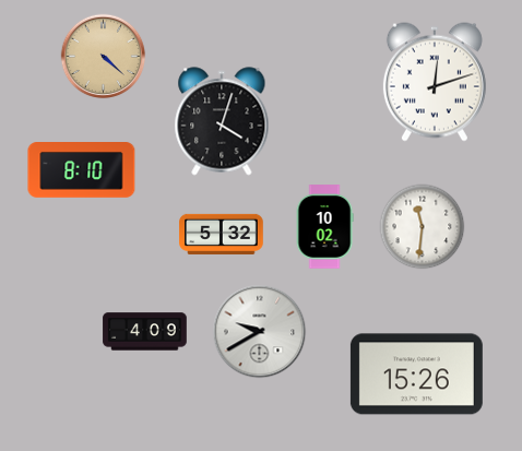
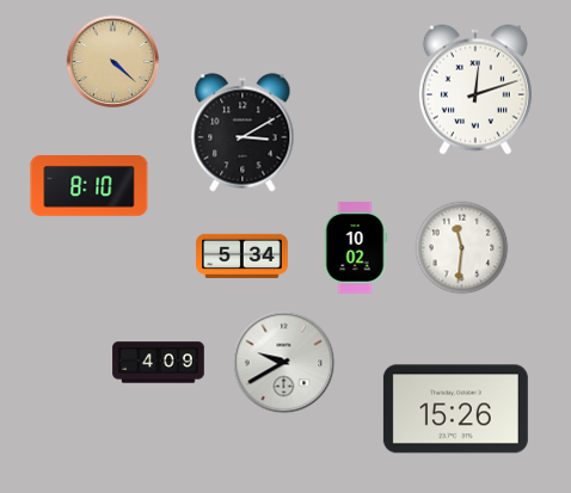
clock at (222, 121): 4:03 -> 3:10
clock at (222, 234): 5:32 -> 5:34
